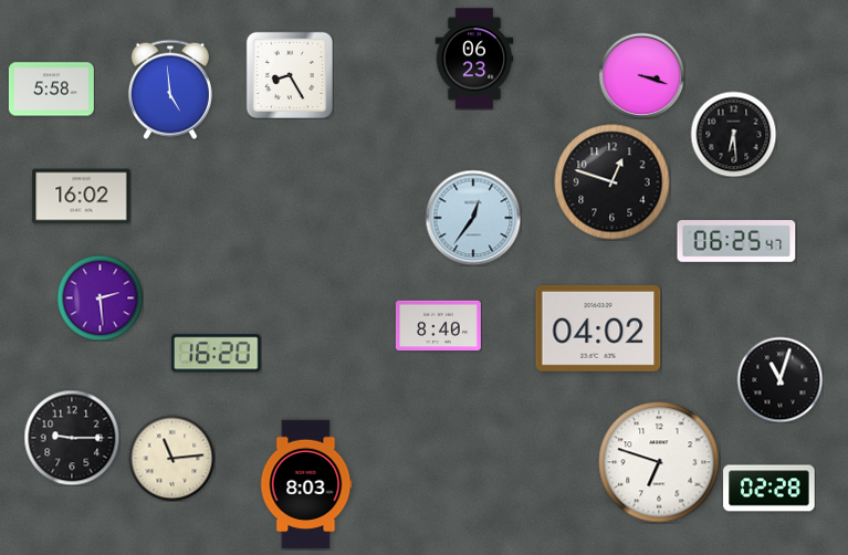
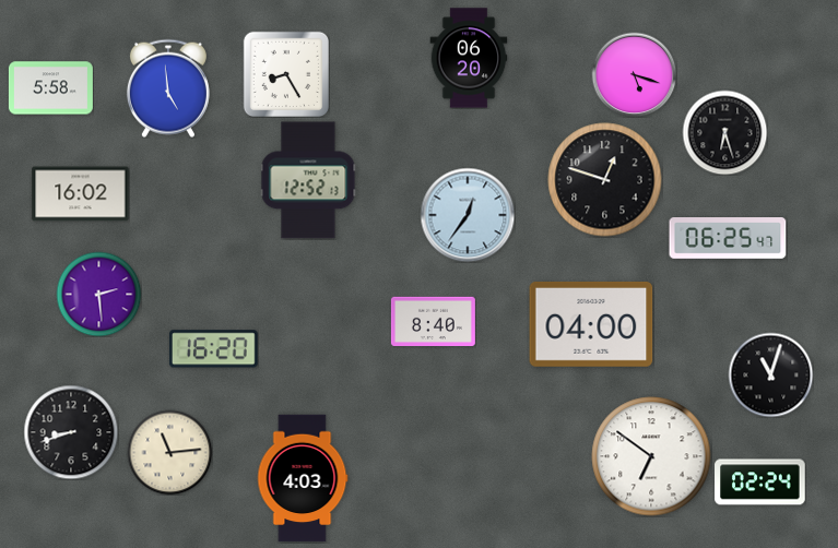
clock at (474, 59): 06:23 -> 06:20
clock at (641, 75): 3:18 -> 5:18
clock at (733, 134): 6:29 -> 6:27
clock at (308, 180): none -> 12:52
clock at (598, 328): 04:02 -> 04:00
clock at (72, 438): 9:15 -> 8:42
clock at (659, 462): 6:48 -> 6:51
clock at (306, 484): 8:03 -> 4:03
clock at (770, 489): 02:28 -> 02:24
